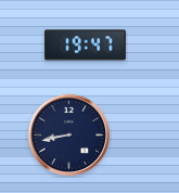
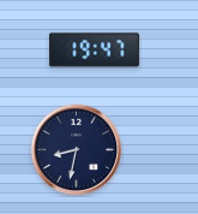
clock at (69, 136): 8:43 -> 8:32
